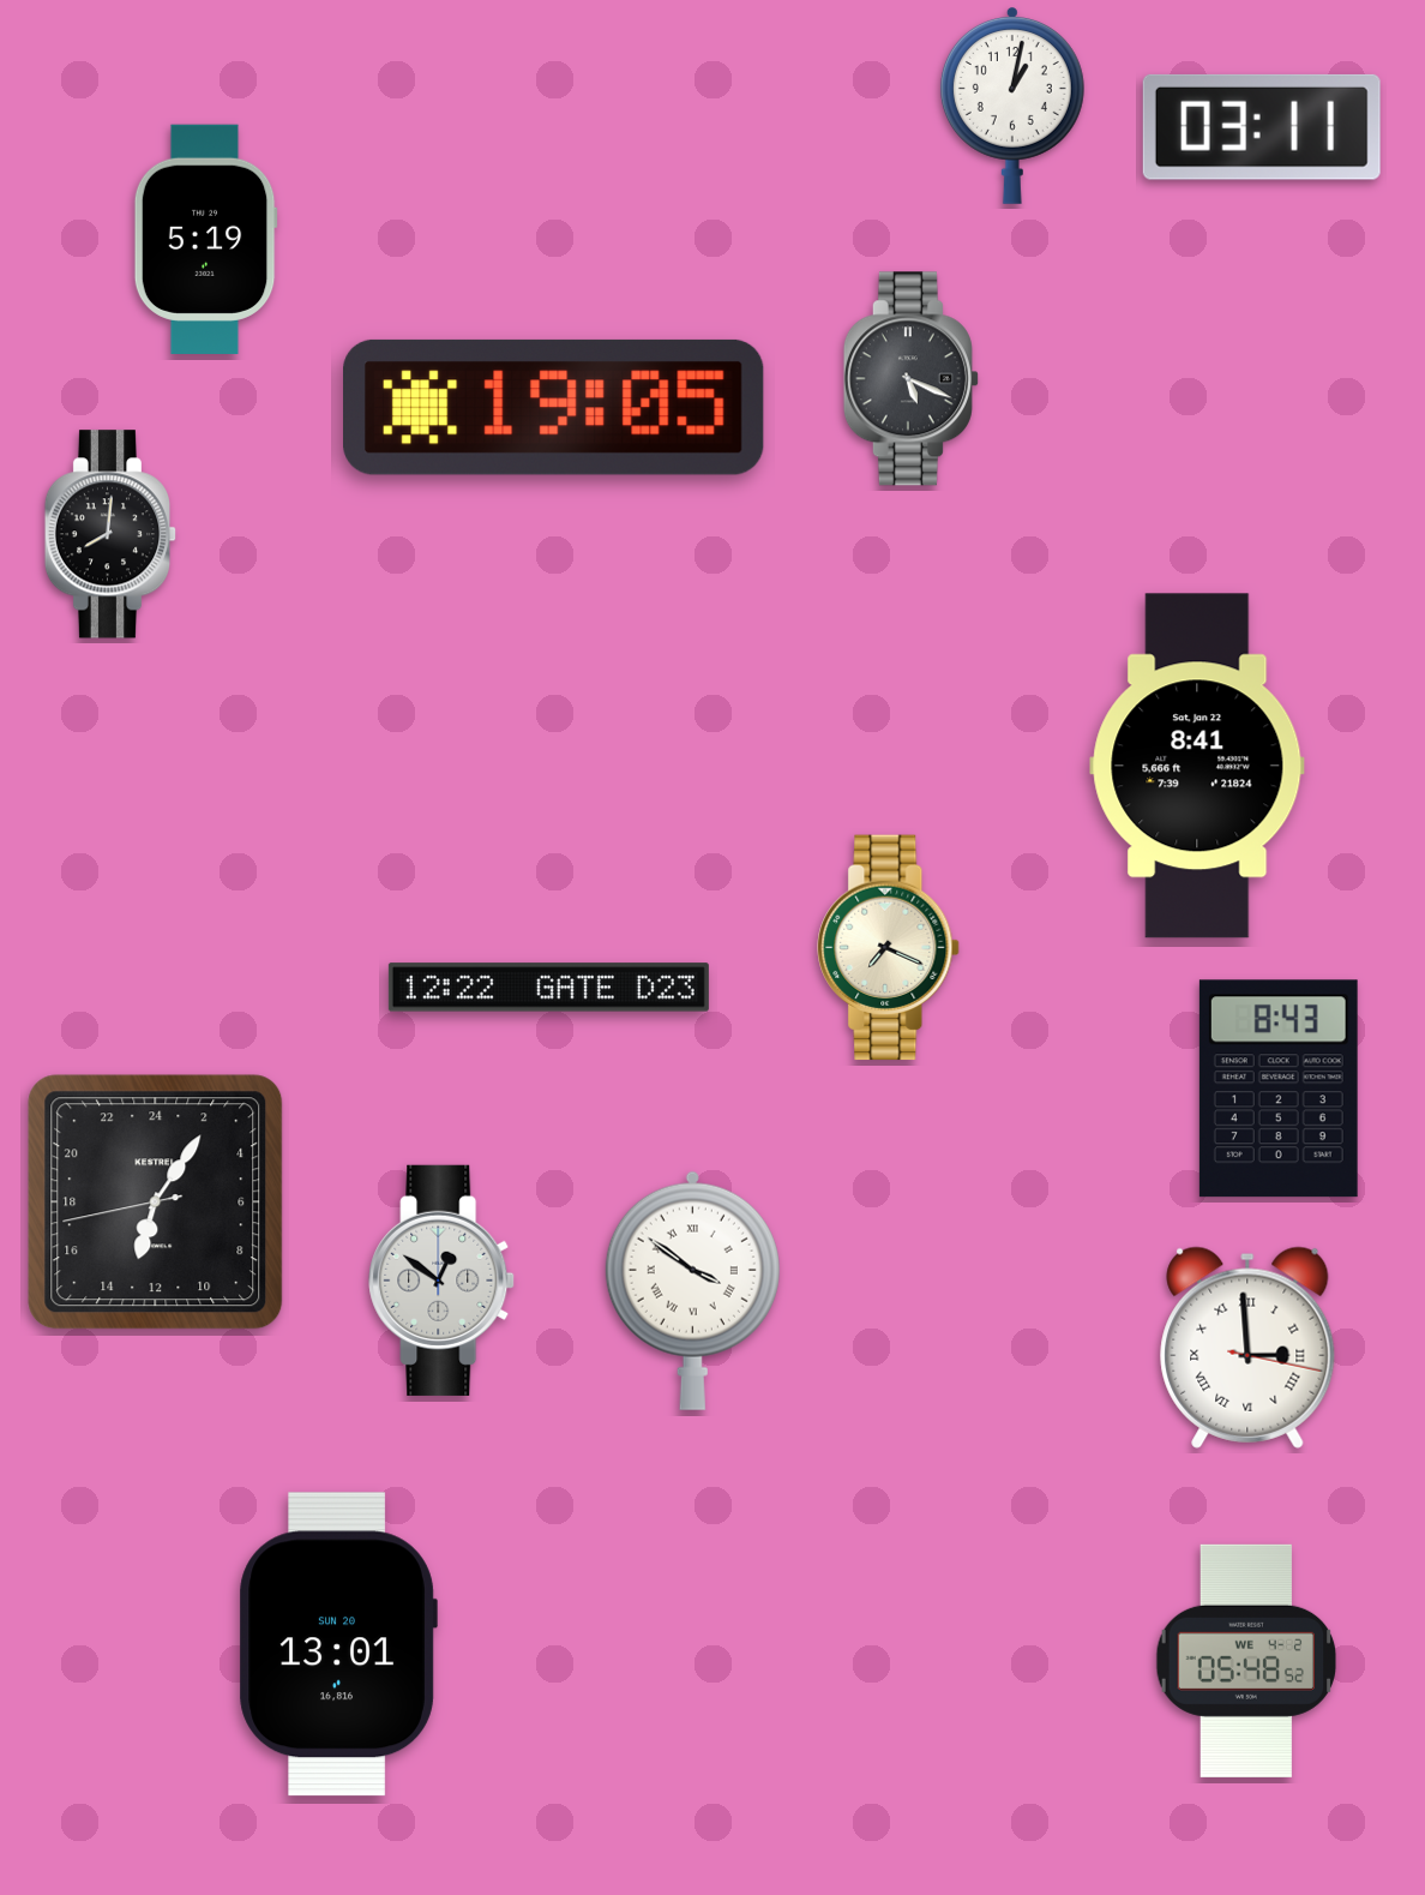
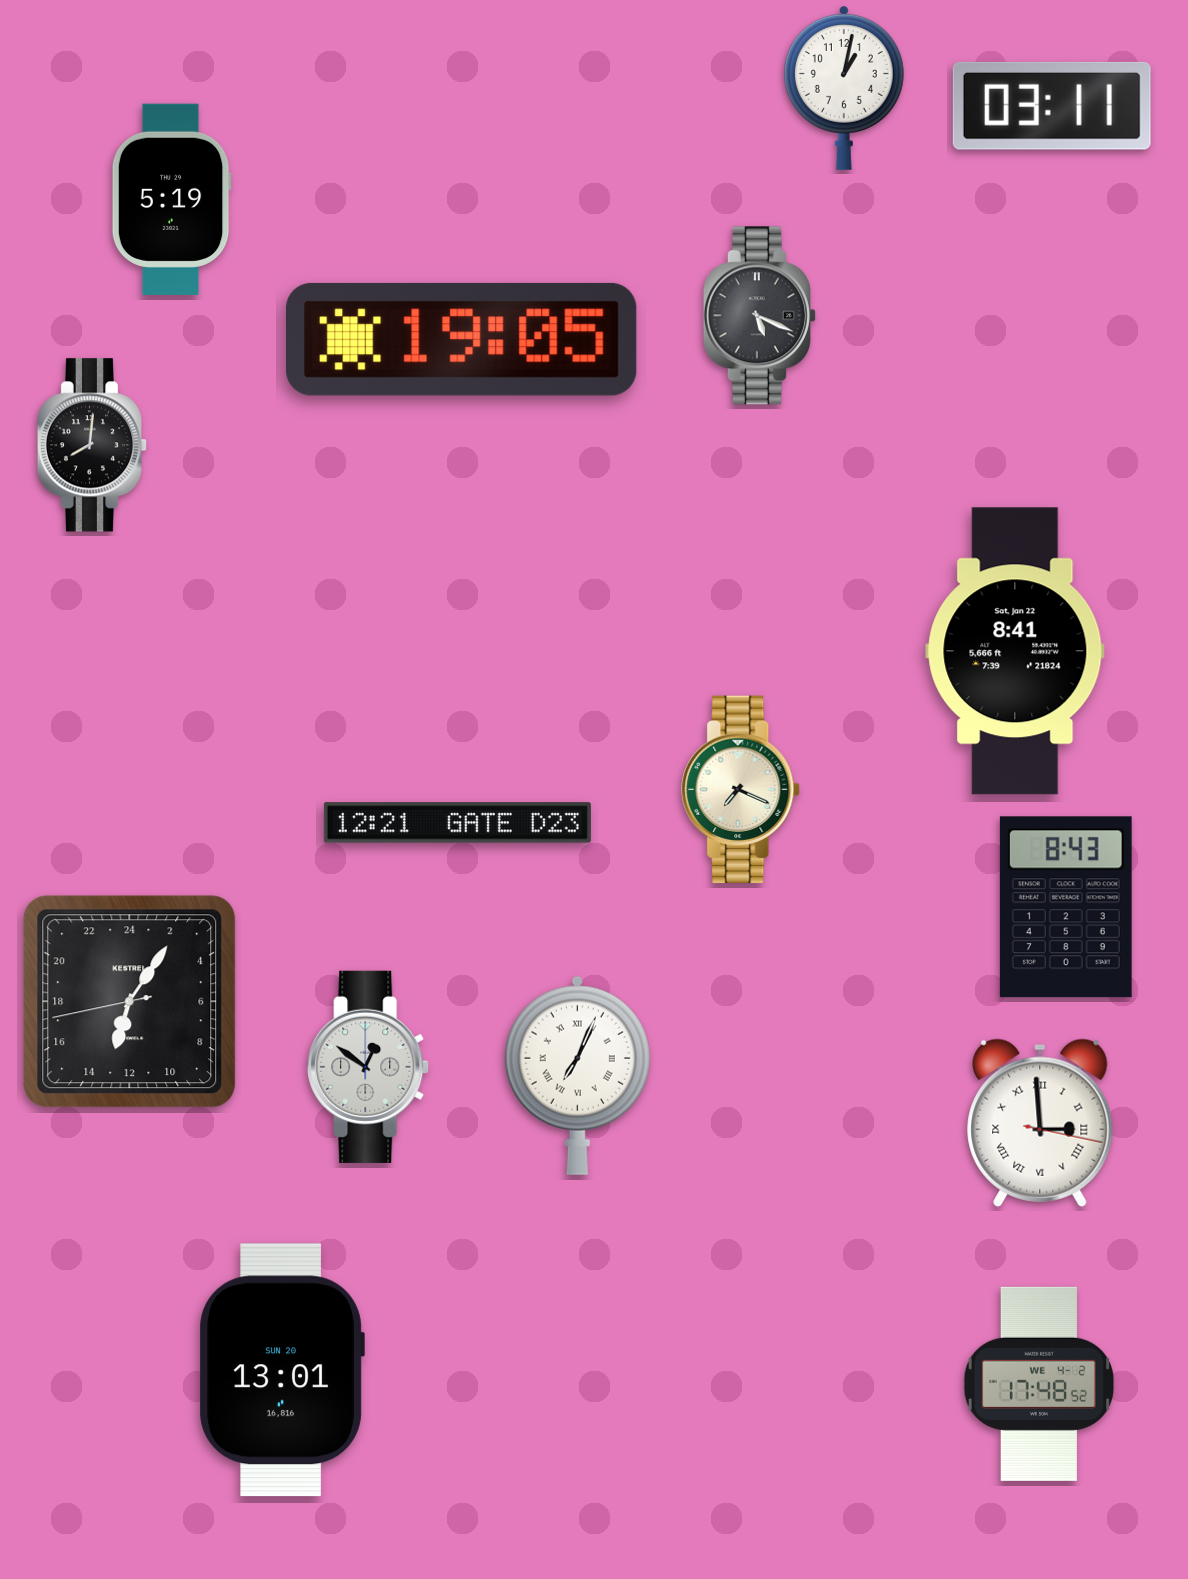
clock at (1197, 766) position: (1197, 766) -> (1015, 651)
clock at (548, 988): 12:22 -> 12:21
clock at (692, 1290): 3:51 -> 7:04
clock at (1246, 1661): 05:48 -> 17:48
